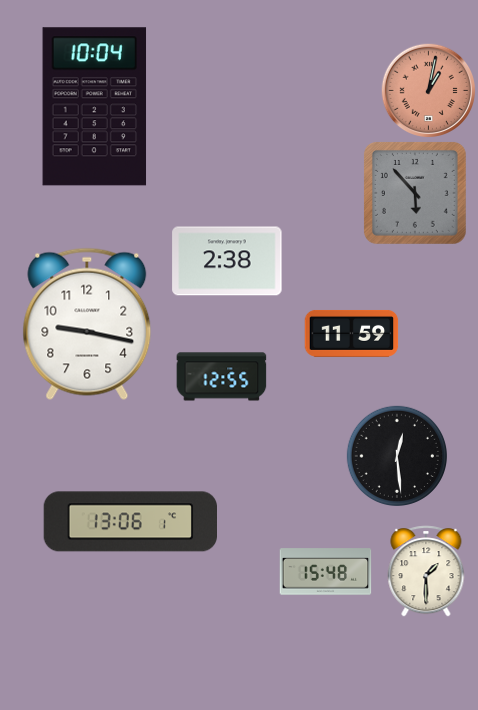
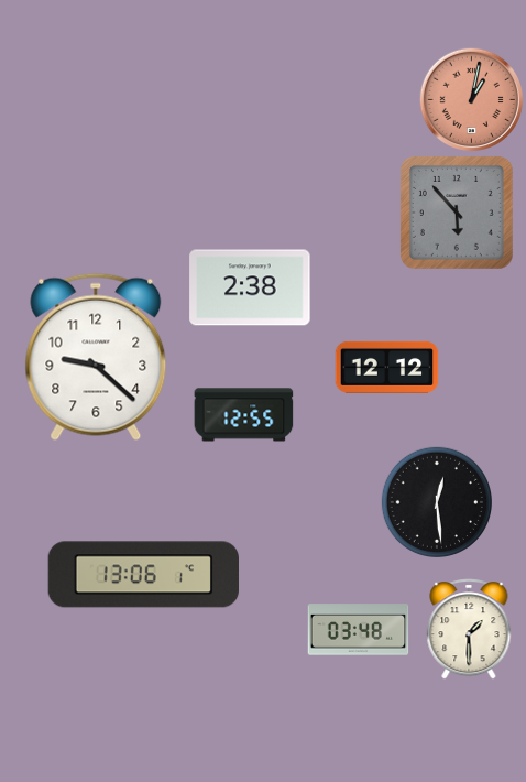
clock at (95, 107): 10:04 -> none
clock at (87, 324): 9:17 -> 9:22
clock at (352, 333): 11:59 -> 12:12
clock at (326, 572): 15:48 -> 03:48
